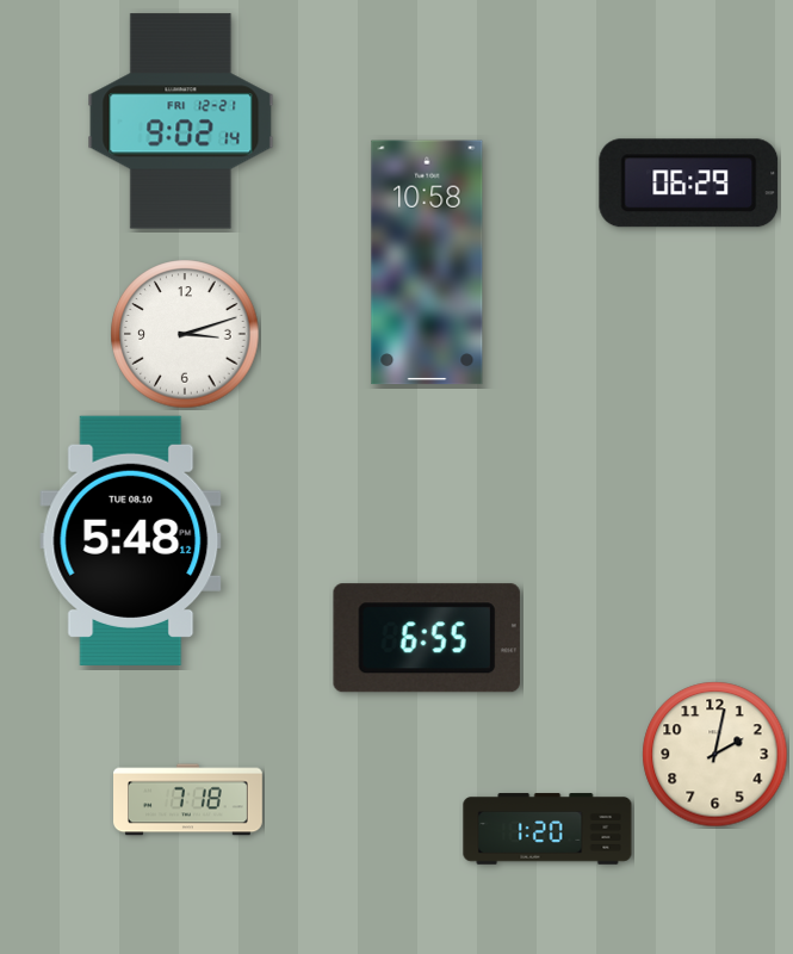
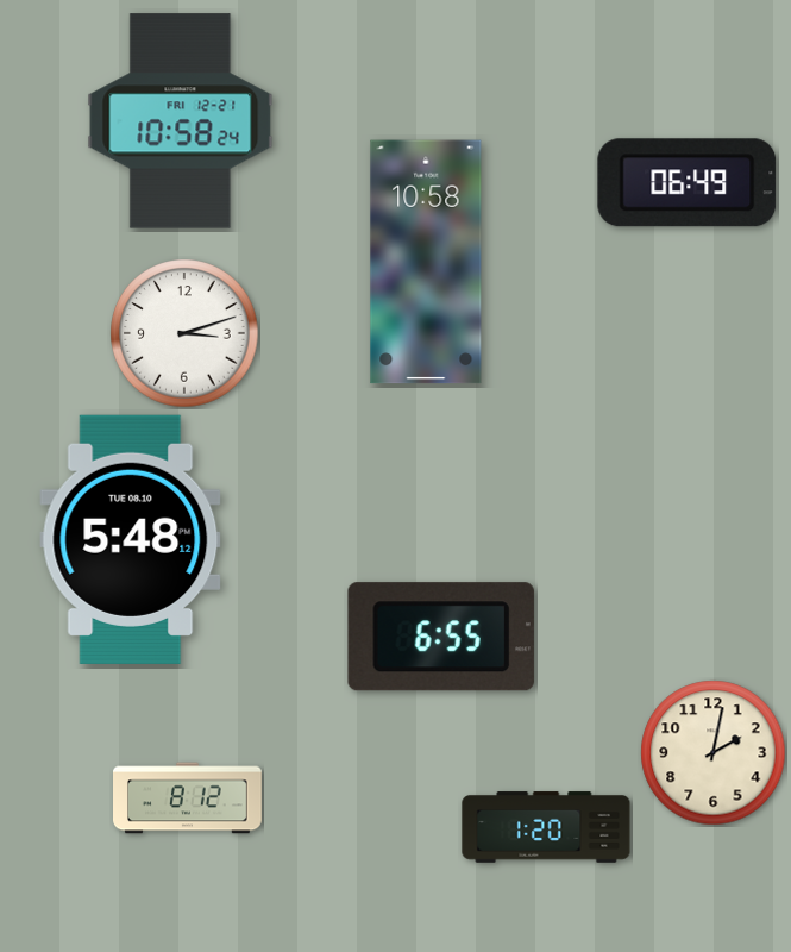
clock at (181, 122): 9:02 -> 10:58
clock at (689, 184): 06:29 -> 06:49
clock at (427, 638) position: (427, 638) -> (441, 637)
clock at (188, 800): 7:18 -> 8:12
